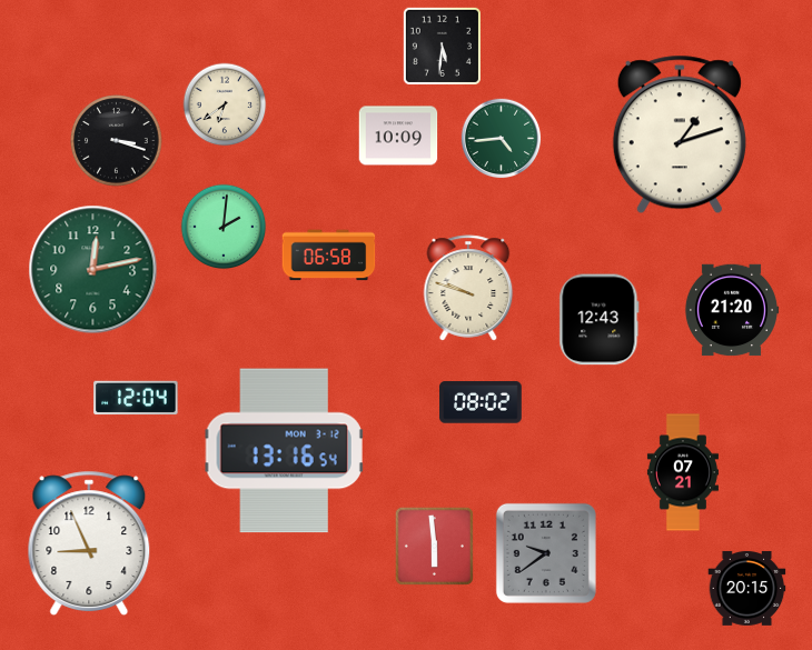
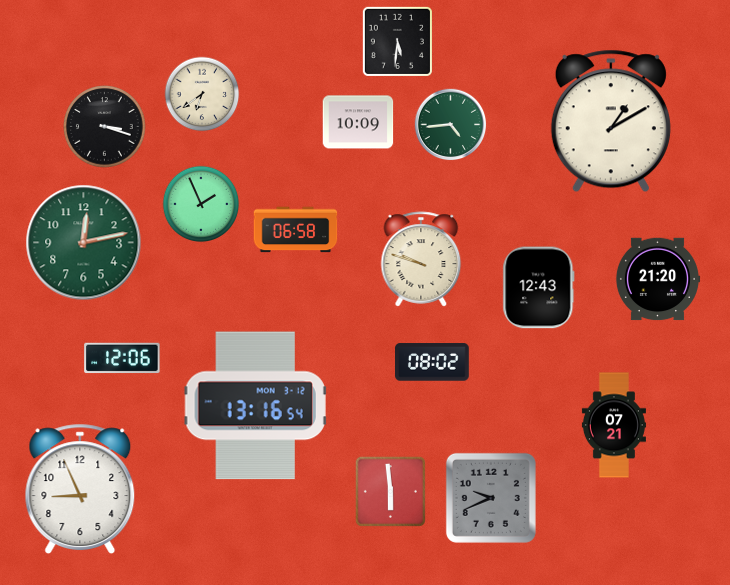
clock at (680, 134): 1:12 -> 1:10
clock at (224, 227): 2:01 -> 1:56
clock at (136, 398): 12:04 -> 12:06
clock at (546, 553): 9:39 -> 9:41
clock at (747, 589): 20:15 -> none
